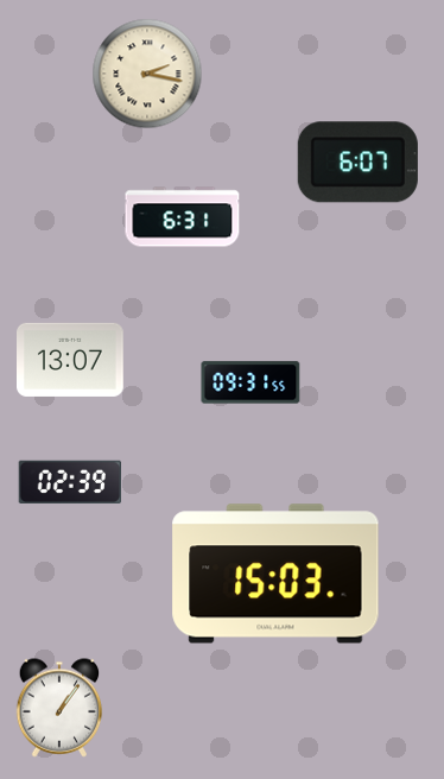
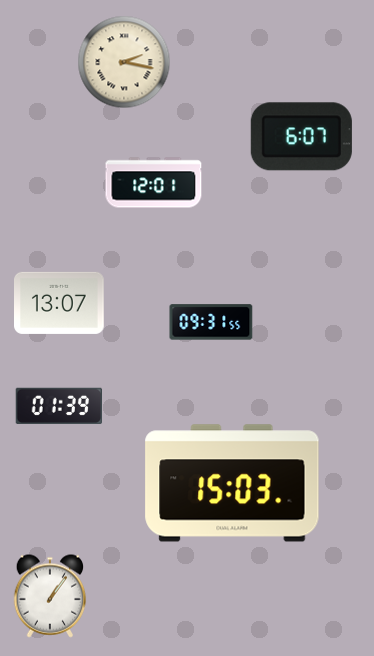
clock at (183, 217): 6:31 -> 12:01
clock at (70, 482): 02:39 -> 01:39
